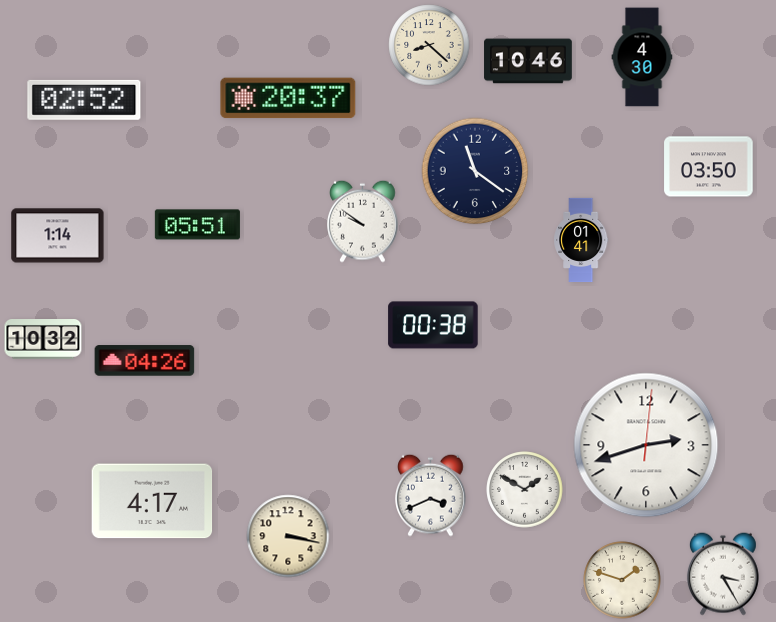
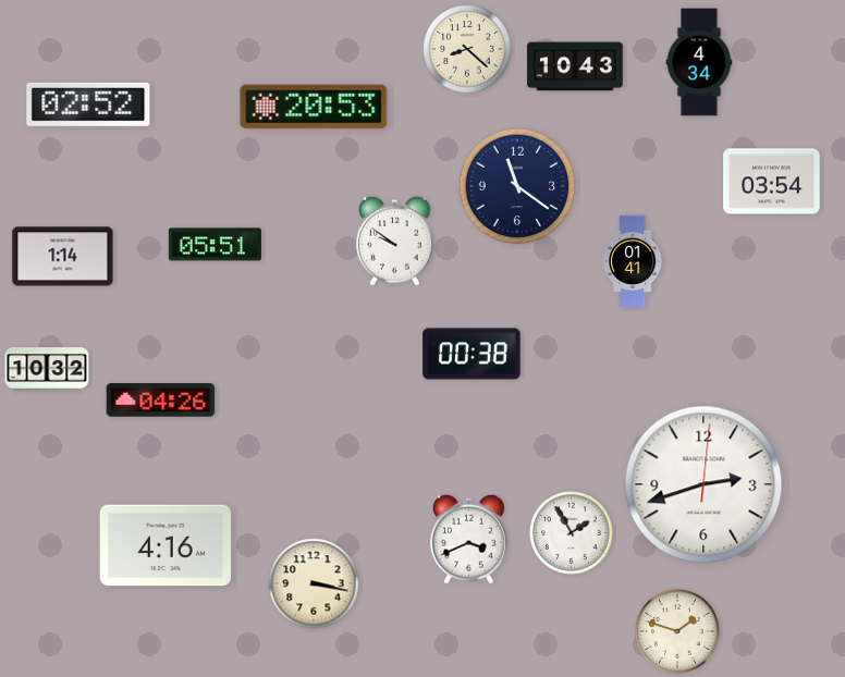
clock at (642, 57): 4:30 -> 4:34
clock at (528, 61): 10:46 -> 10:43
clock at (288, 98): 20:37 -> 20:53
clock at (84, 100) position: (84, 100) -> (88, 104)
clock at (709, 167): 03:50 -> 03:54
clock at (145, 361) position: (145, 361) -> (161, 401)
clock at (525, 490): 1:50 -> 1:55
clock at (152, 501): 4:17 -> 4:16
clock at (723, 574): 3:25 -> none
